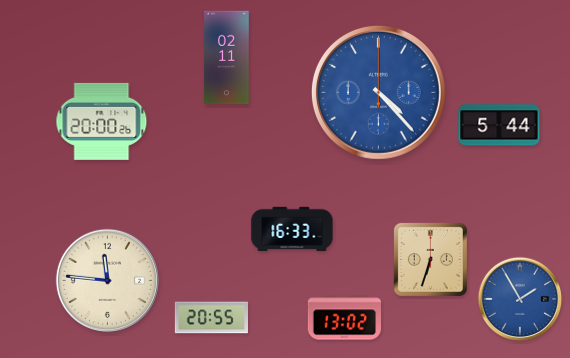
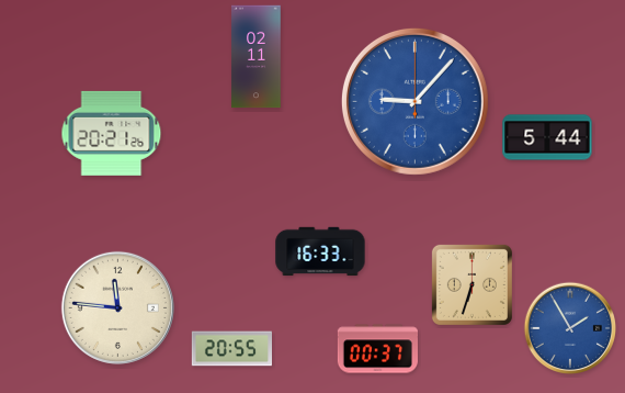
clock at (227, 58) position: (227, 58) -> (257, 57)
clock at (378, 92): 4:23 -> 9:07
clock at (102, 121): 20:00 -> 20:21
clock at (344, 318): 13:02 -> 00:37
